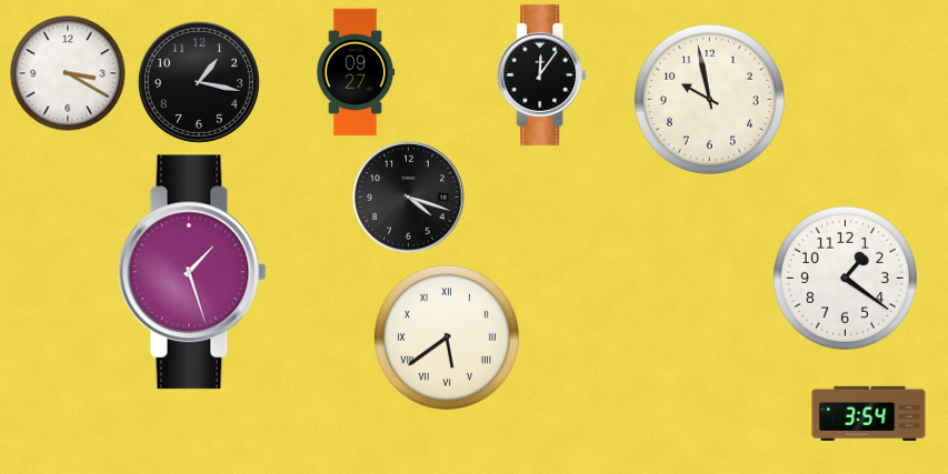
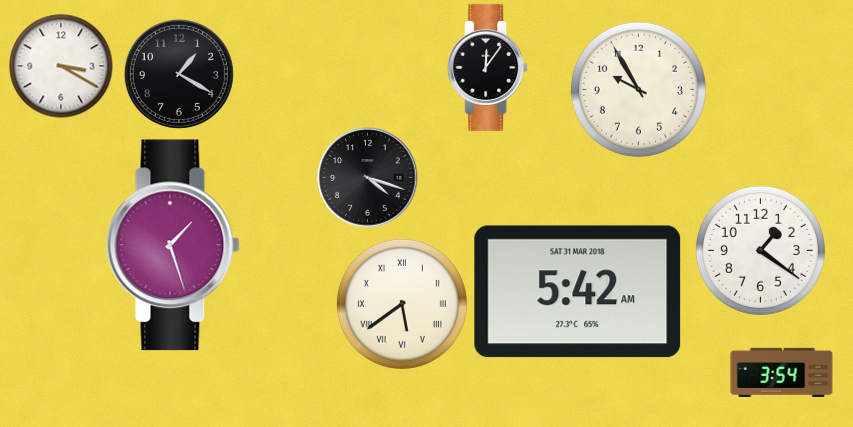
clock at (356, 72): 09:27 -> none
clock at (199, 82): 1:17 -> 1:20
clock at (709, 99): 9:58 -> 9:55
clock at (578, 292): none -> 5:42
